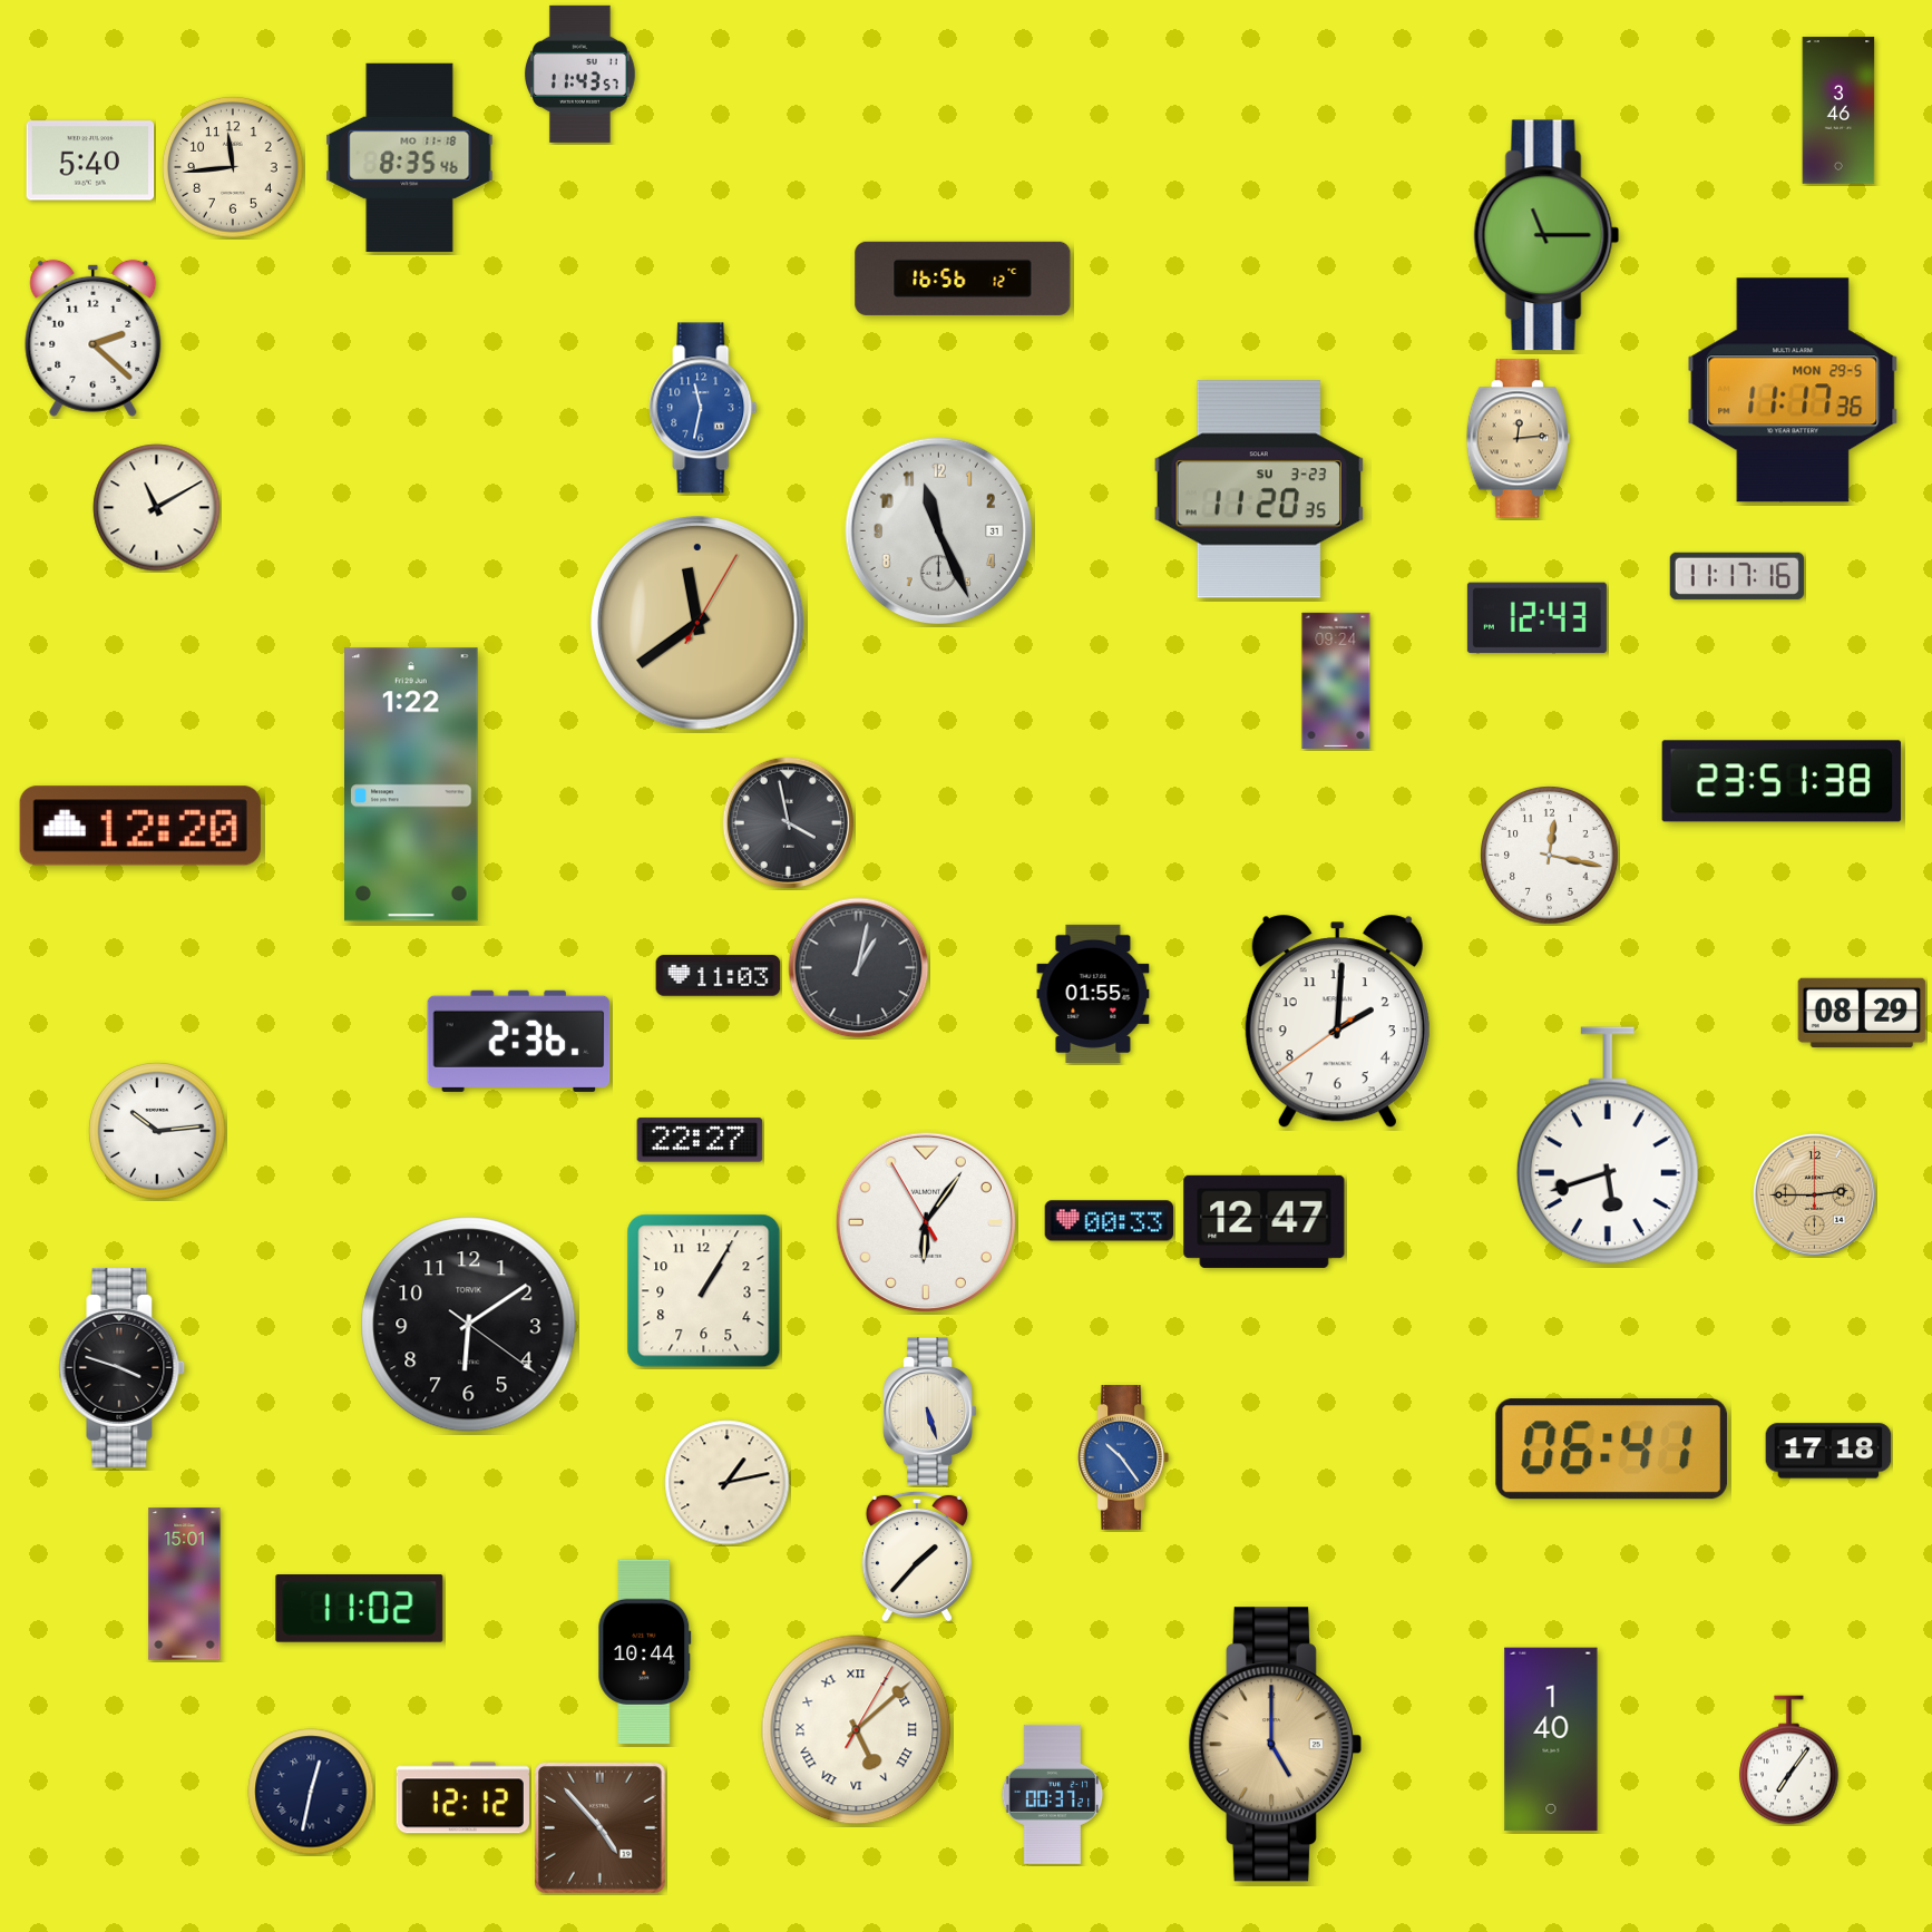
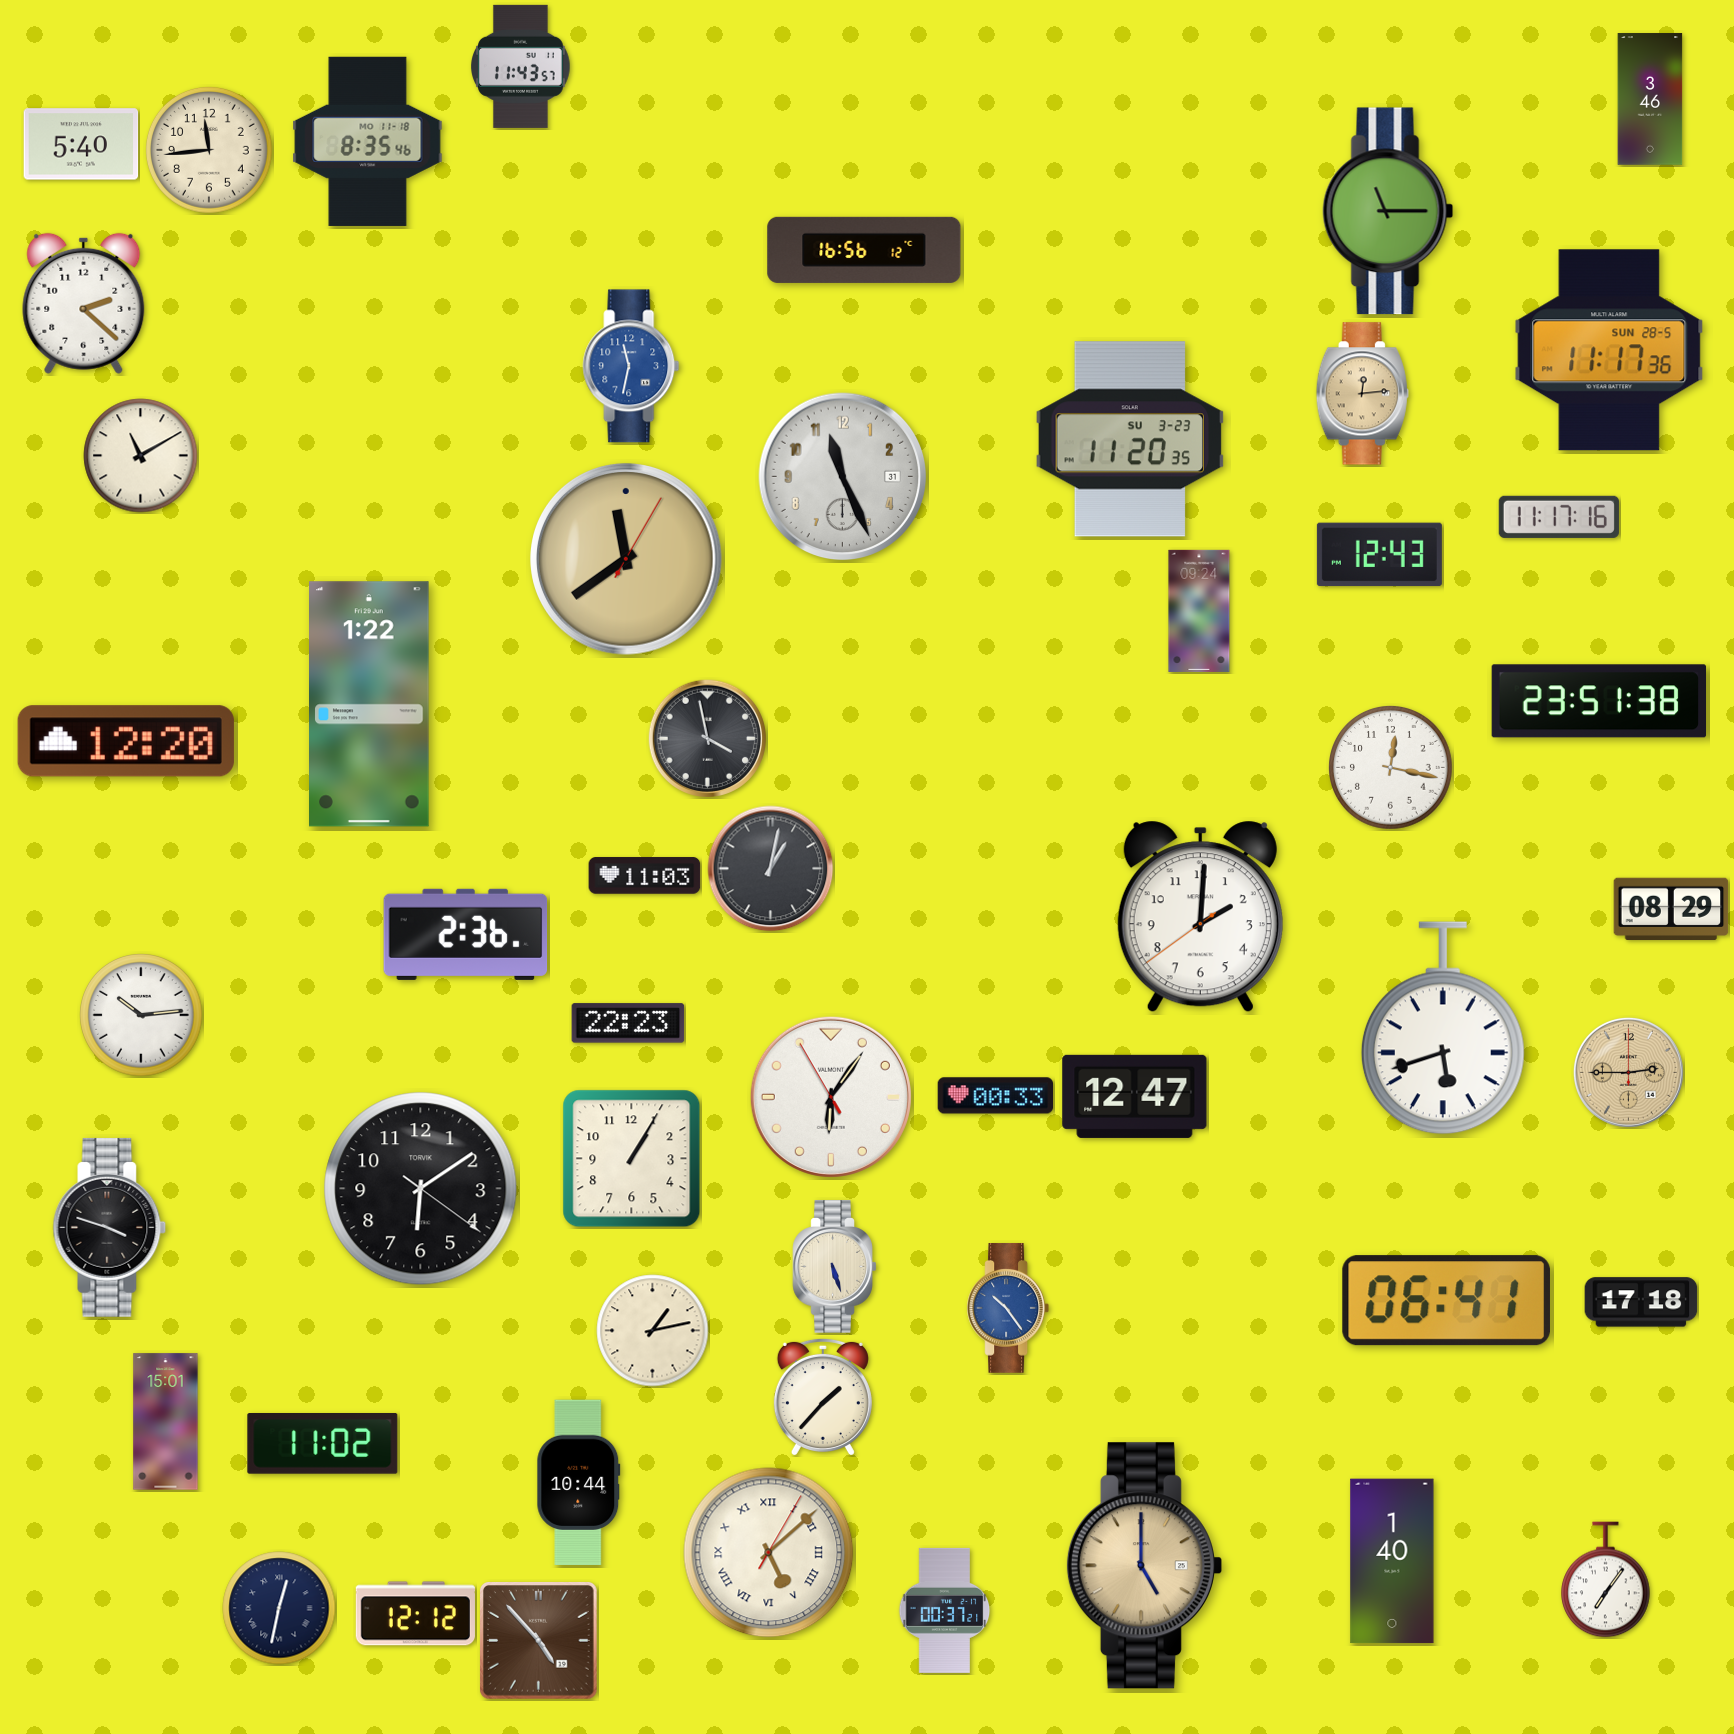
clock at (1793, 390) date: MON 29-5 -> SUN 28-5
clock at (1093, 994): 01:55 -> none
clock at (700, 1140): 22:27 -> 22:23
